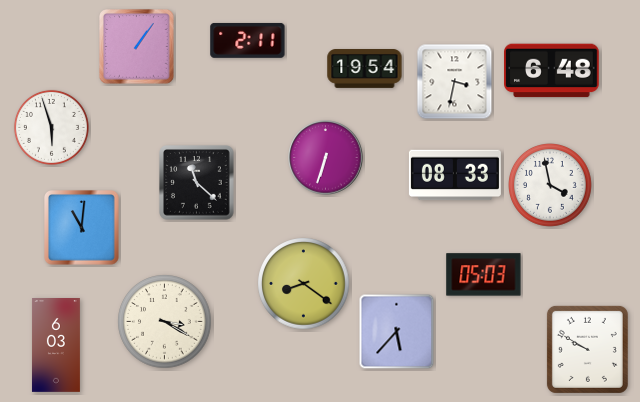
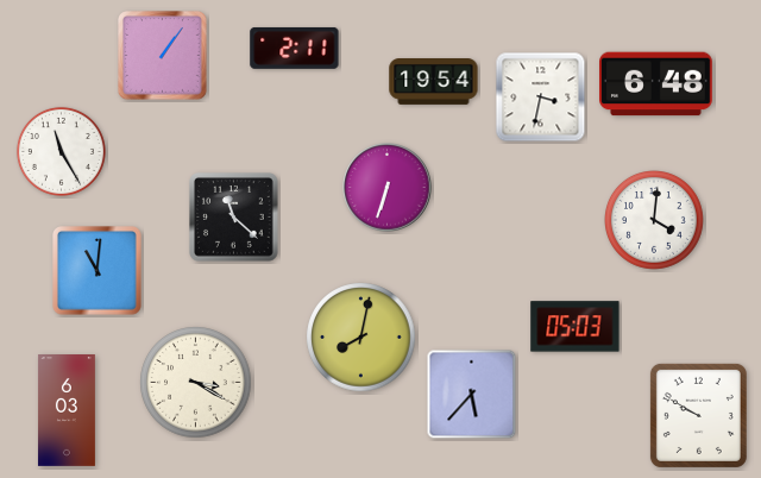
clock at (51, 127): 5:57 -> 11:25
clock at (455, 175): 08:33 -> none
clock at (551, 186): 3:58 -> 4:01
clock at (304, 284): 8:21 -> 8:02
